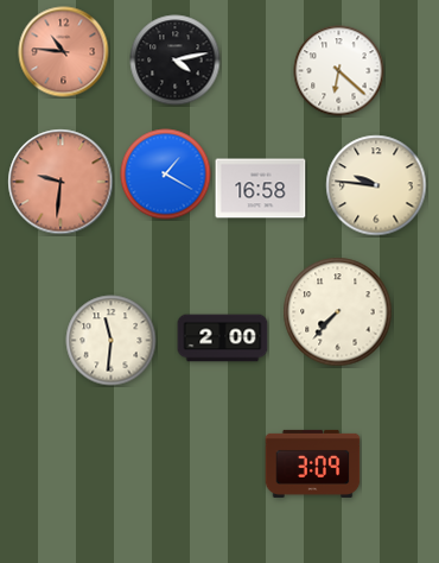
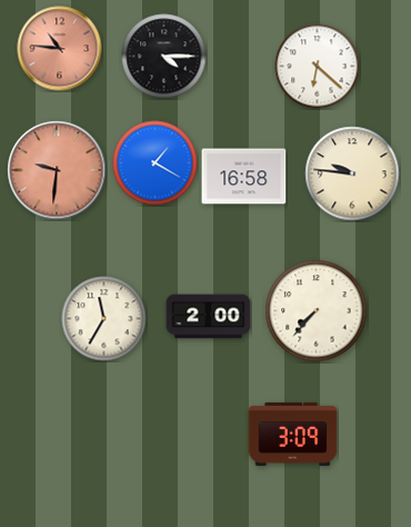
clock at (176, 61): 4:13 -> 4:15
clock at (338, 312) position: (338, 312) -> (317, 311)
clock at (112, 341): 11:31 -> 11:35
